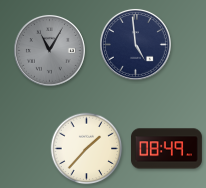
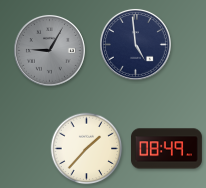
clock at (49, 50): 11:05 -> 9:05
